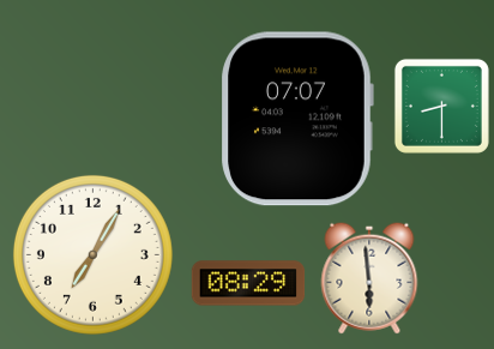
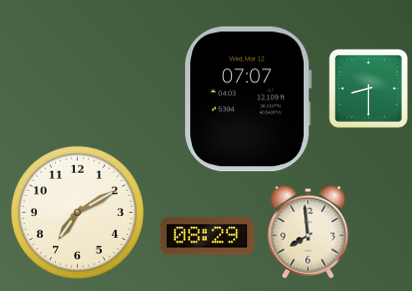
clock at (92, 254): 7:05 -> 7:10
clock at (369, 278): 5:59 -> 7:59
